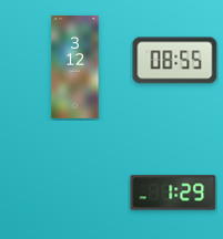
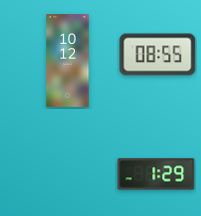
clock at (75, 67): 3:12 -> 10:12
